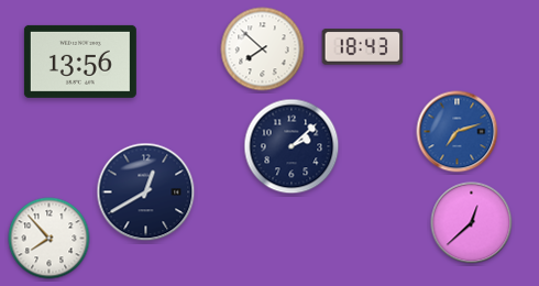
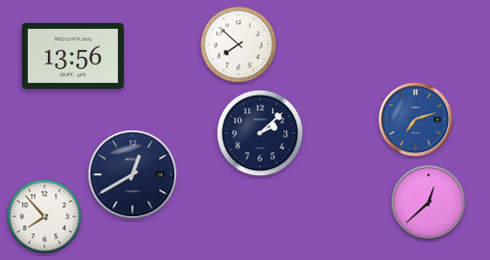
clock at (363, 47): 18:43 -> none
clock at (291, 146) position: (291, 146) -> (260, 133)
